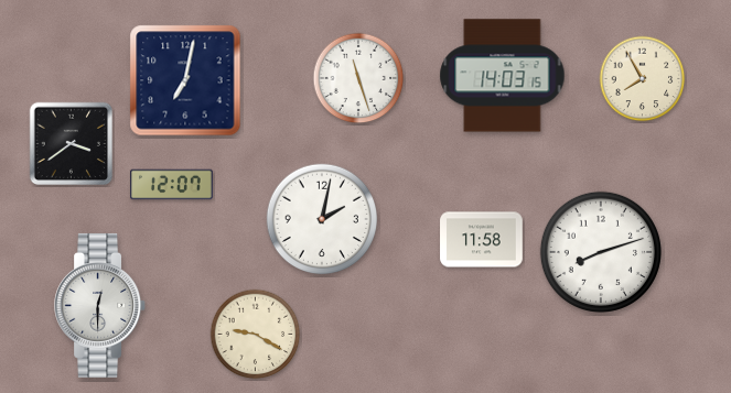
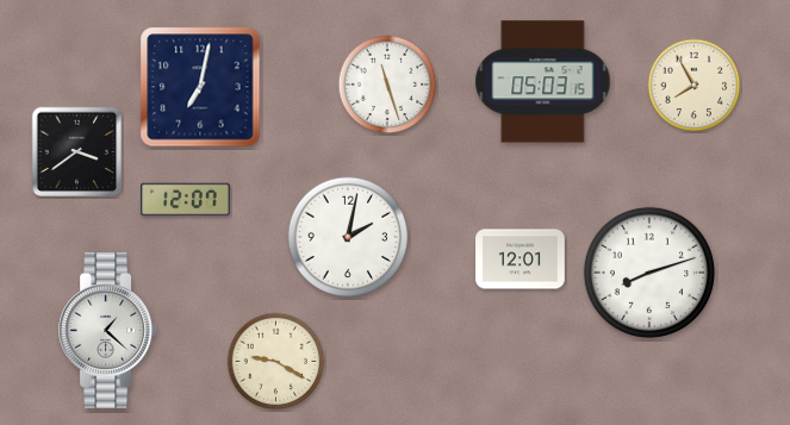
clock at (503, 76): 14:03 -> 05:03
clock at (72, 144) position: (72, 144) -> (77, 152)
clock at (482, 240): 11:58 -> 12:01
clock at (100, 305): 12:30 -> 1:22
